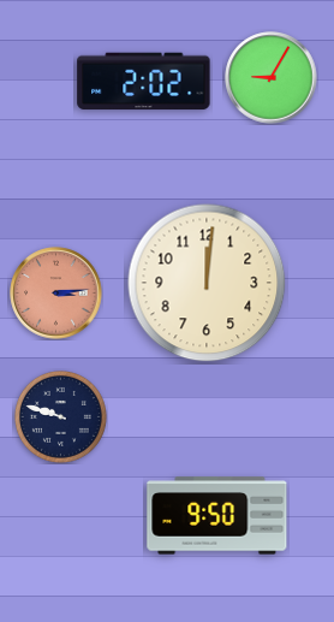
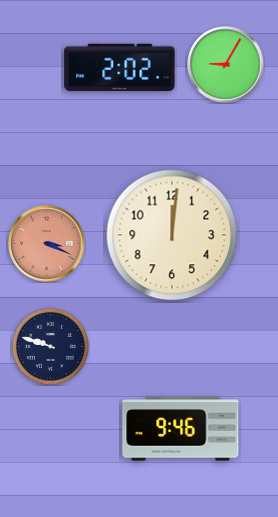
clock at (56, 294): 3:14 -> 3:19
clock at (217, 516): 9:50 -> 9:46
